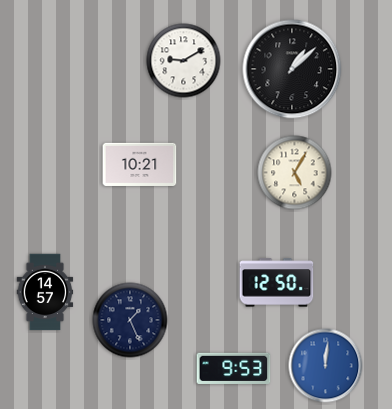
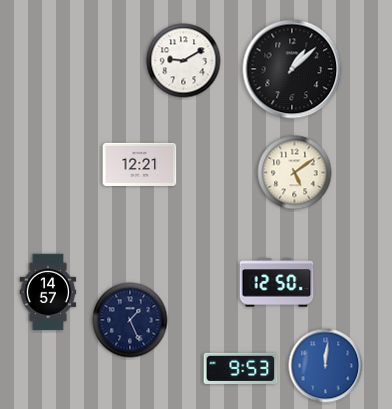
clock at (140, 164): 10:21 -> 12:21
clock at (295, 173): 5:05 -> 5:09
clock at (45, 292) position: (45, 292) -> (48, 292)
clock at (234, 368) position: (234, 368) -> (241, 368)
